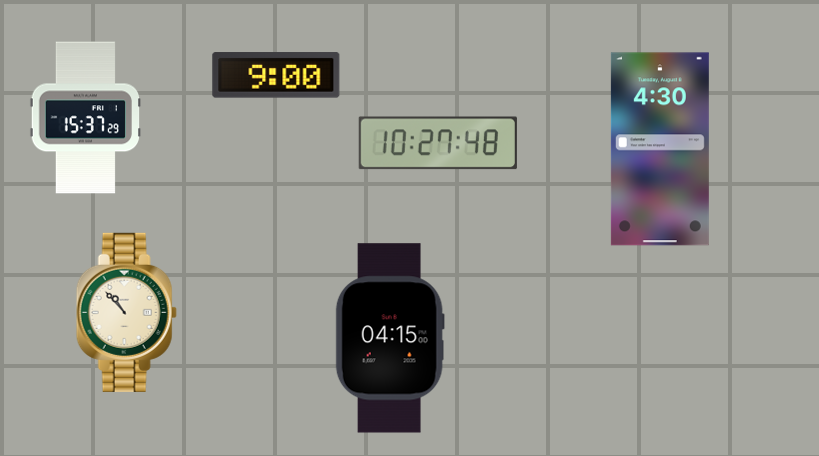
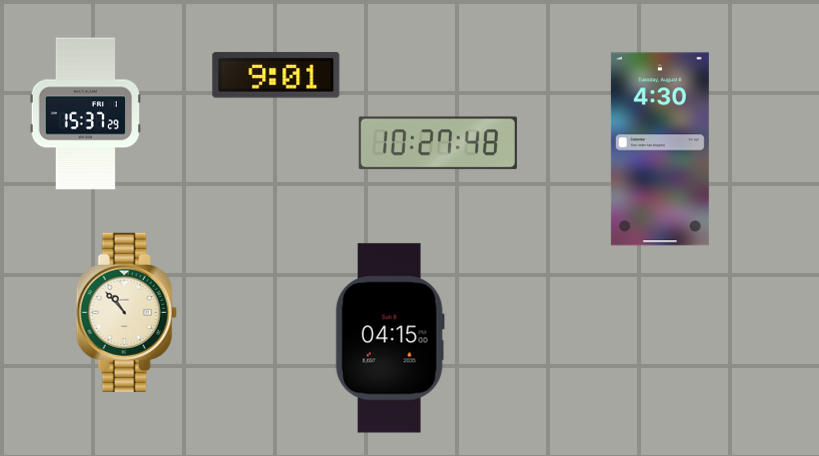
clock at (276, 75): 9:00 -> 9:01
clock at (85, 118) position: (85, 118) -> (85, 114)
